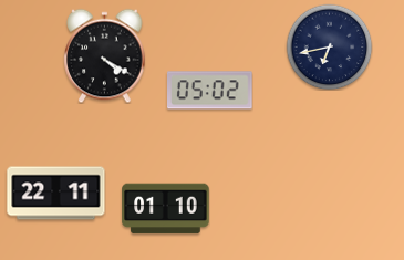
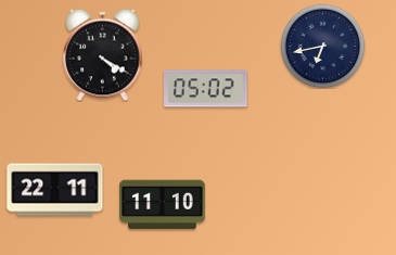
clock at (166, 209): 01:10 -> 11:10
